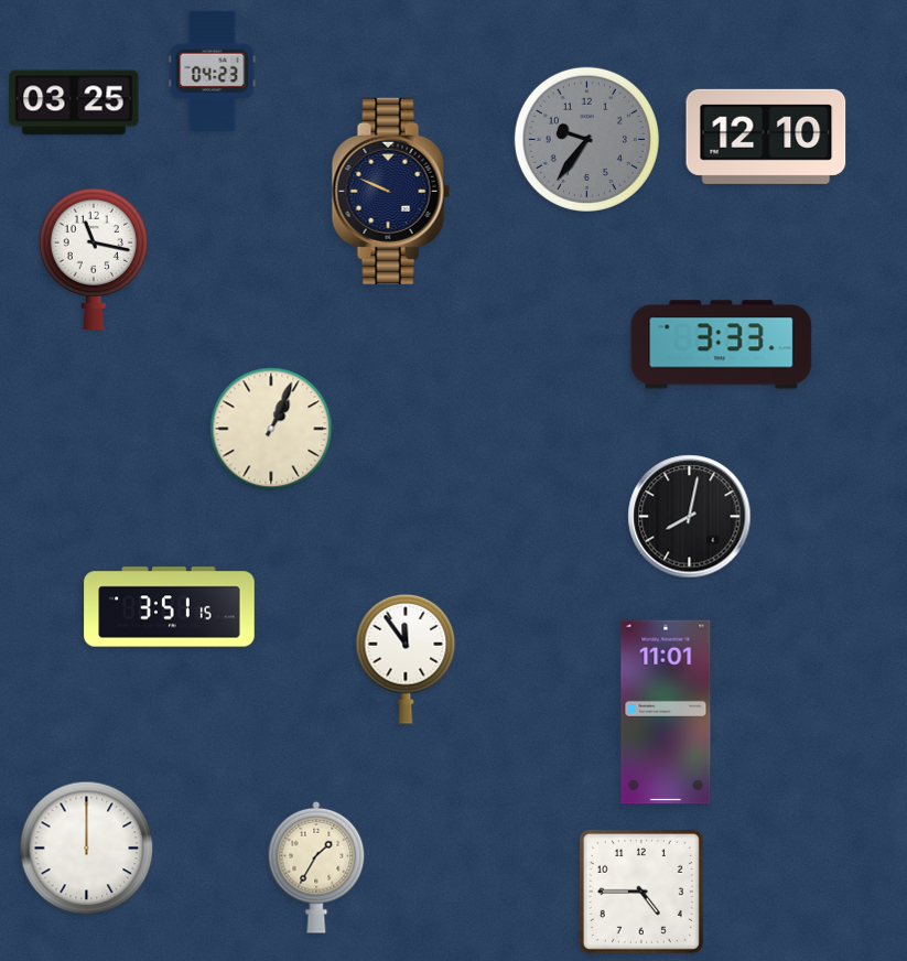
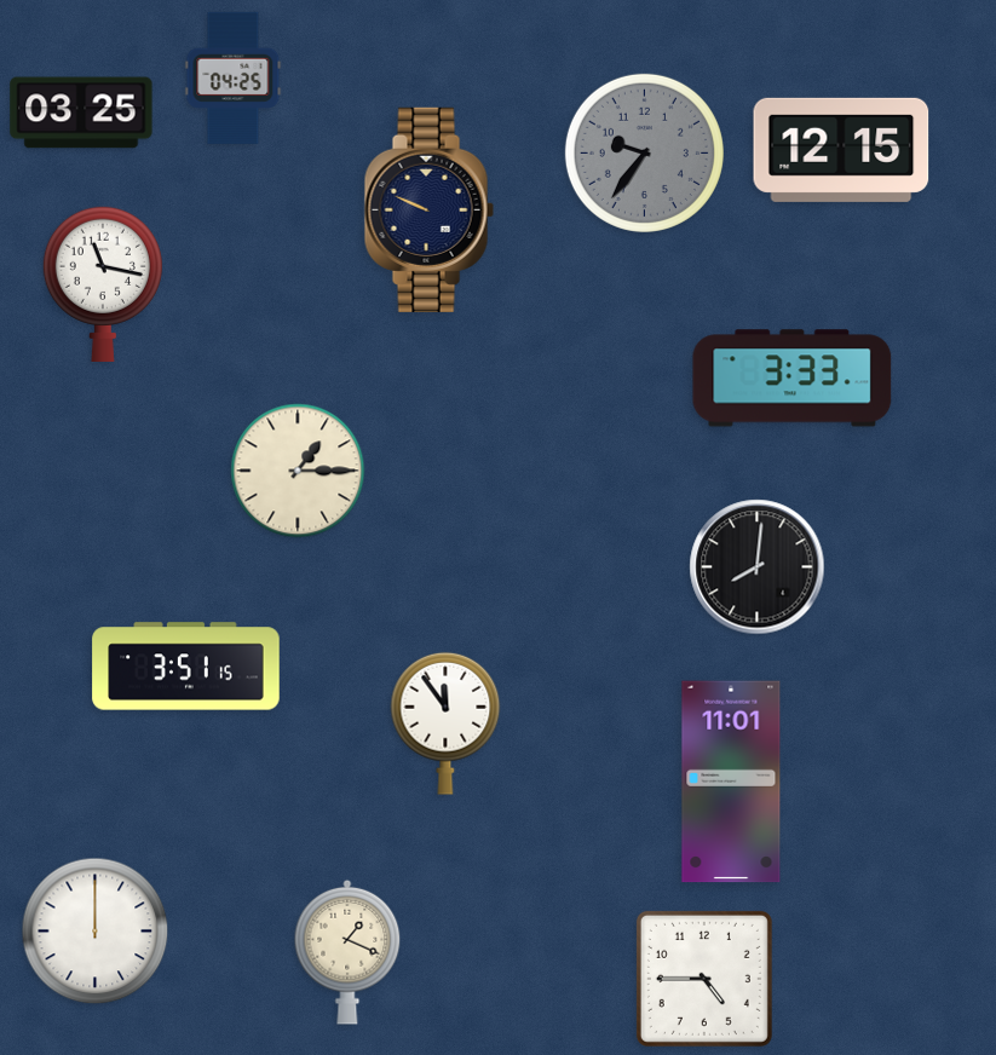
clock at (213, 71): 04:23 -> 04:25
clock at (766, 137): 12:10 -> 12:15
clock at (271, 429): 1:04 -> 1:15
clock at (690, 517): 8:02 -> 8:01
clock at (316, 867): 1:35 -> 1:19
